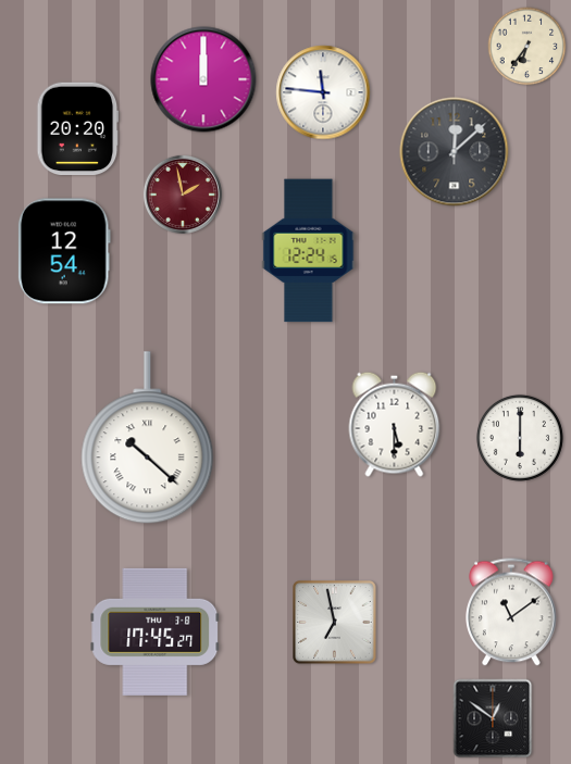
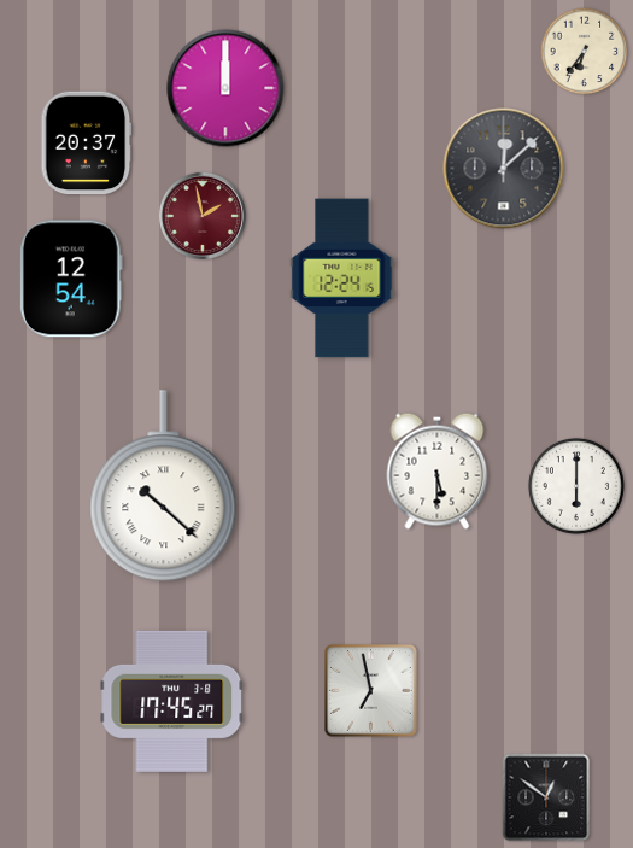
clock at (323, 92): 11:46 -> none
clock at (78, 129): 20:20 -> 20:37
clock at (512, 612): 11:09 -> none
